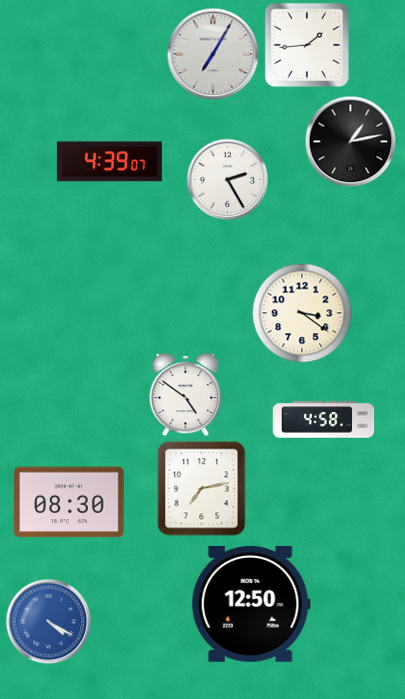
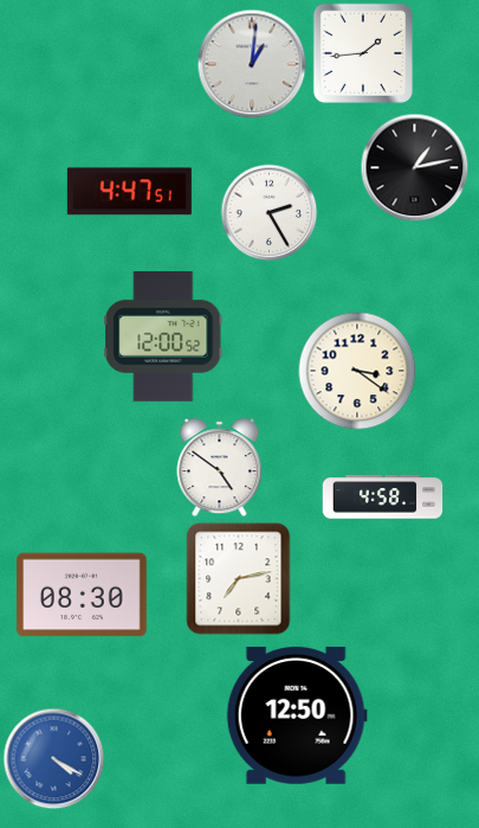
clock at (213, 54): 7:05 -> 1:01
clock at (109, 162): 4:39 -> 4:47
clock at (163, 336): none -> 12:00
clock at (49, 622) position: (49, 622) -> (54, 759)
